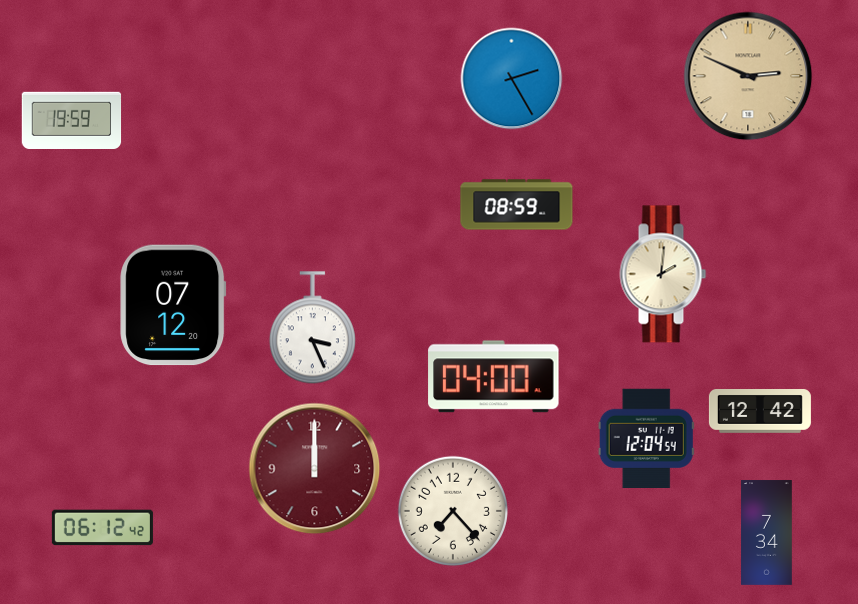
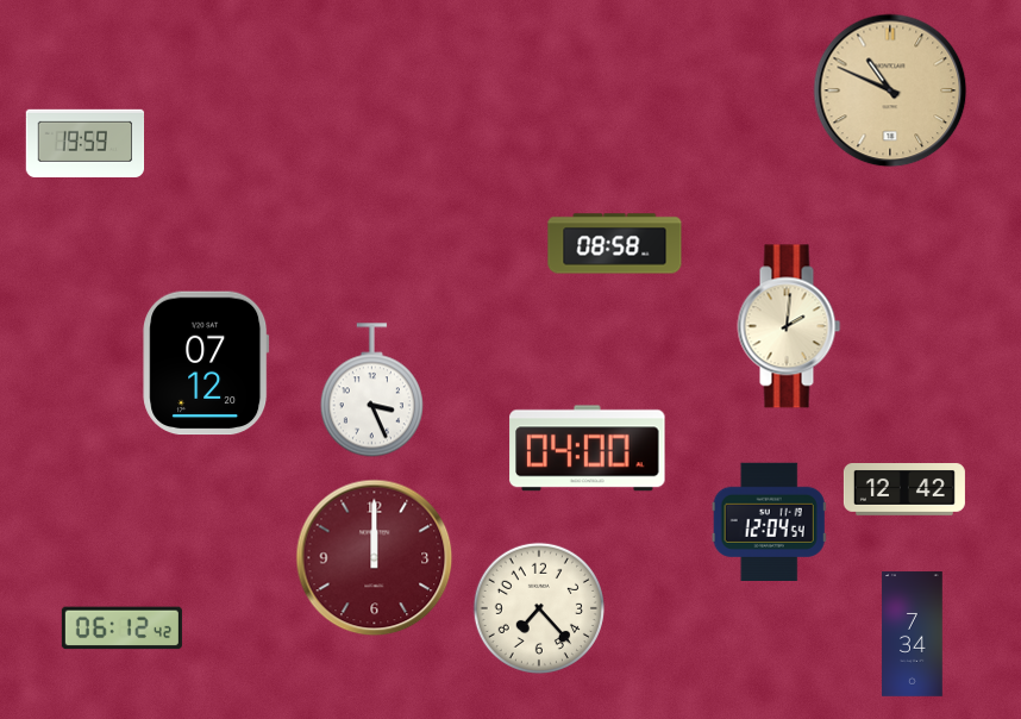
clock at (748, 76): 2:49 -> 10:49
clock at (512, 79): 2:25 -> none
clock at (517, 205): 08:59 -> 08:58
